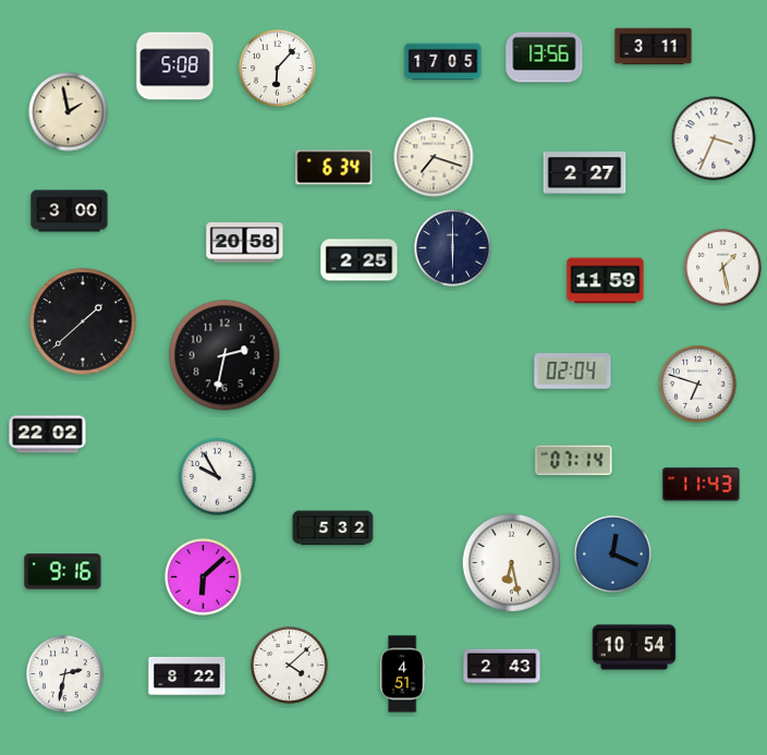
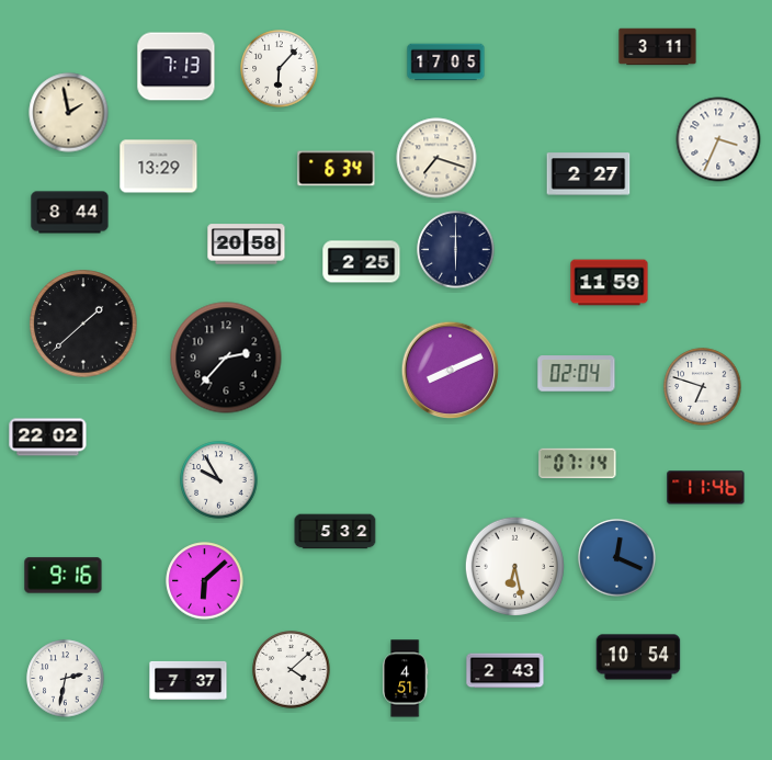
clock at (545, 58): 13:56 -> none
clock at (175, 66): 5:08 -> 7:13
clock at (159, 167): none -> 13:29
clock at (70, 211): 3:00 -> 8:44
clock at (723, 268): 1:28 -> none
clock at (224, 355): 2:32 -> 2:37
clock at (451, 371): none -> 8:11
clock at (702, 485): 11:43 -> 11:46
clock at (634, 647) position: (634, 647) -> (638, 657)
clock at (187, 675): 8:22 -> 7:37
